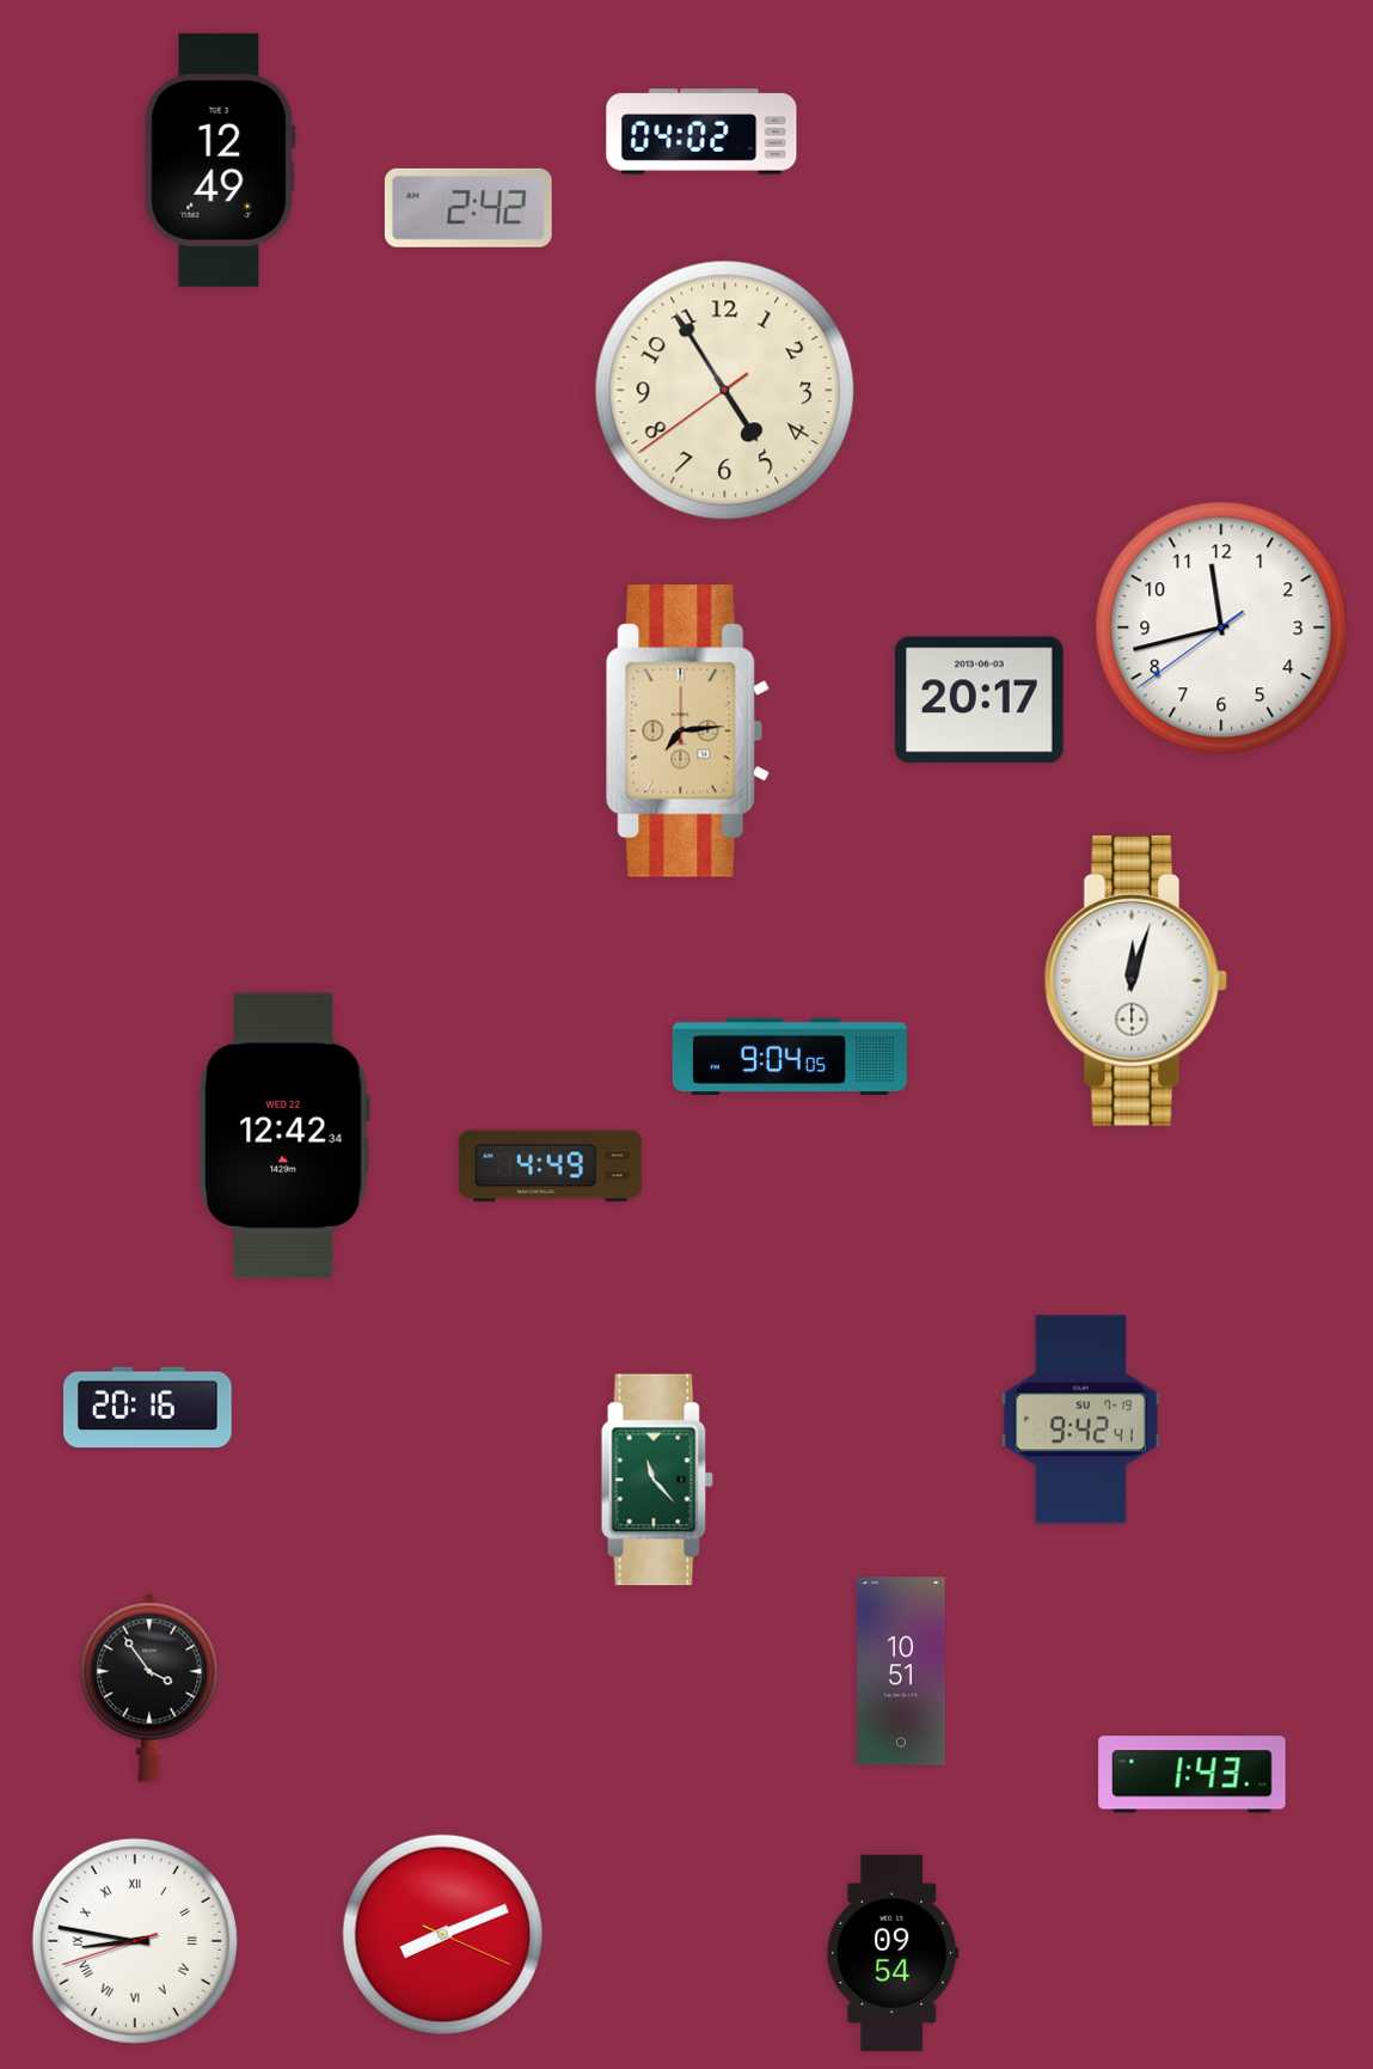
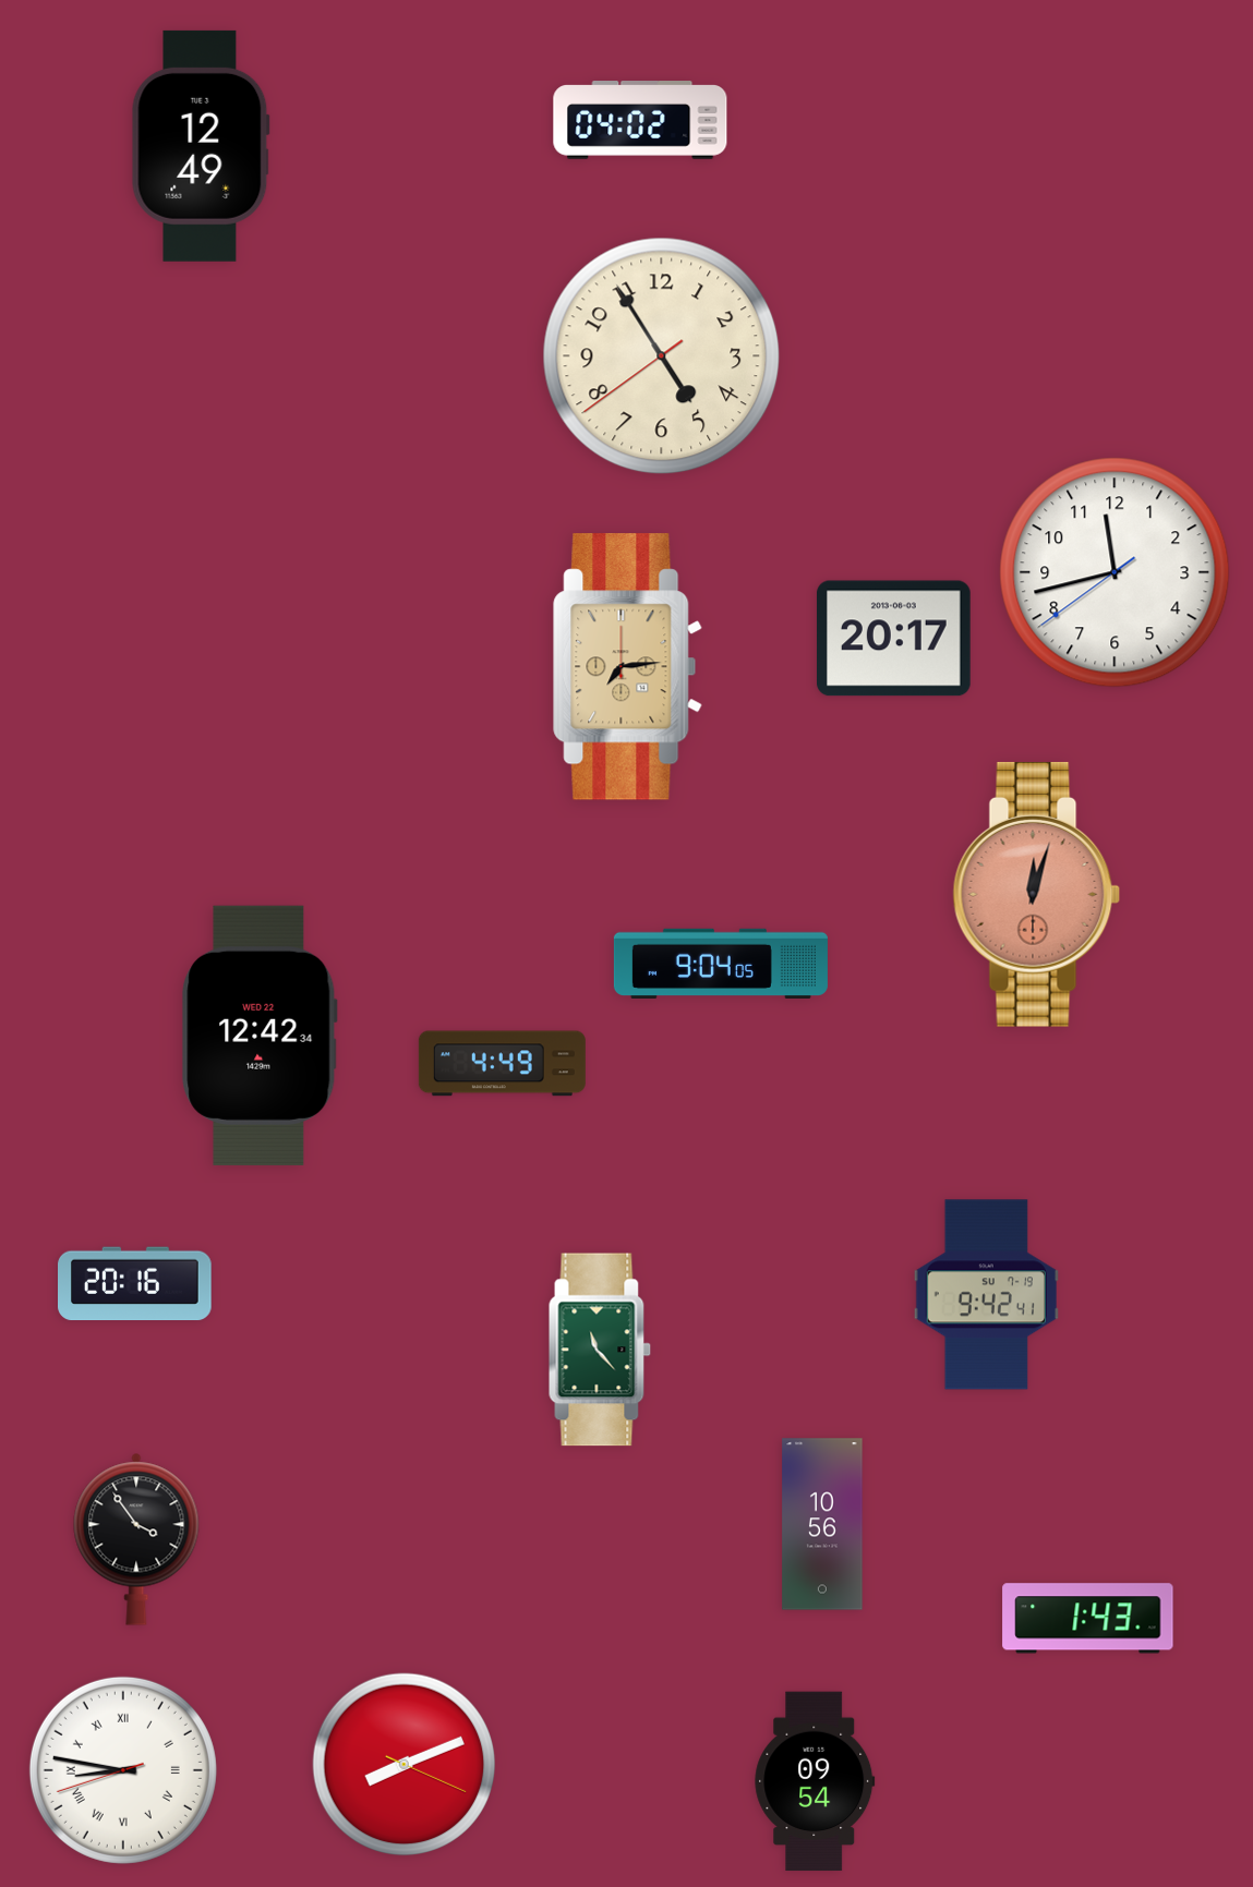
clock at (468, 208): 2:42 -> none
clock at (1136, 980) dial: white -> salmon
clock at (901, 1671): 10:51 -> 10:56
